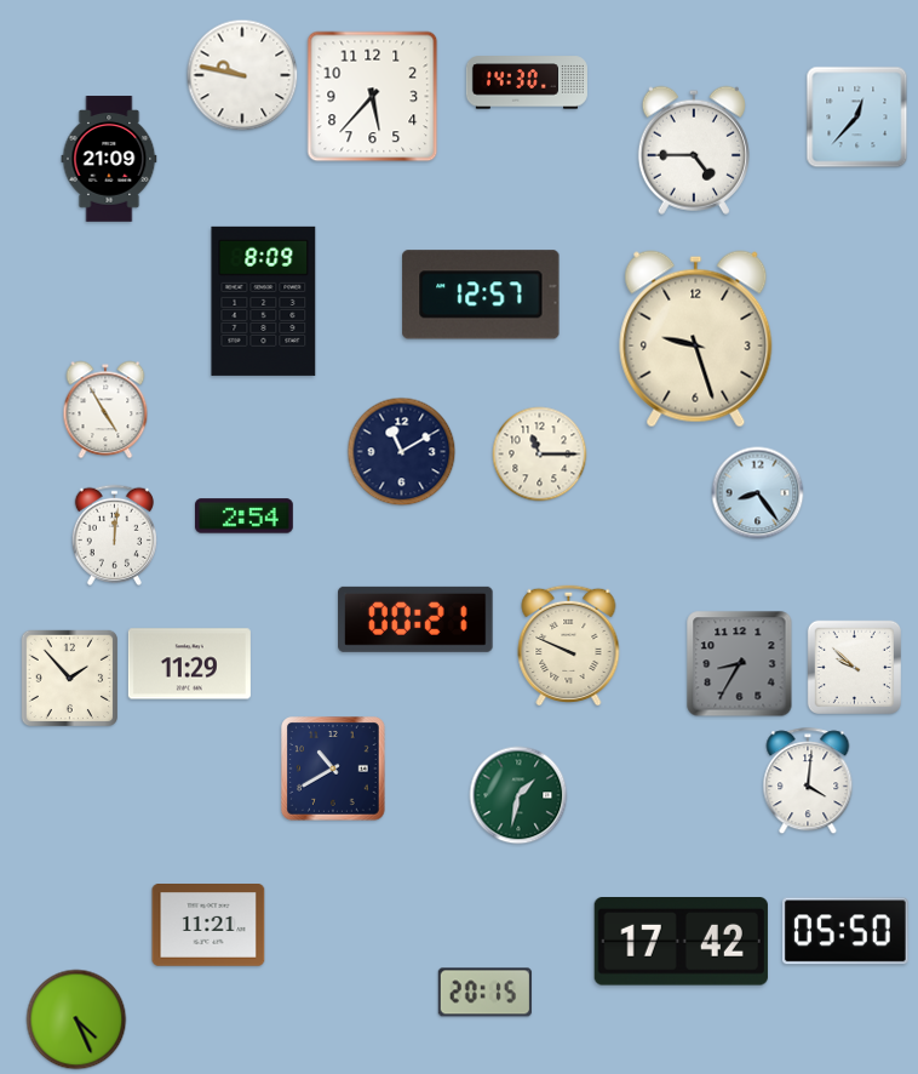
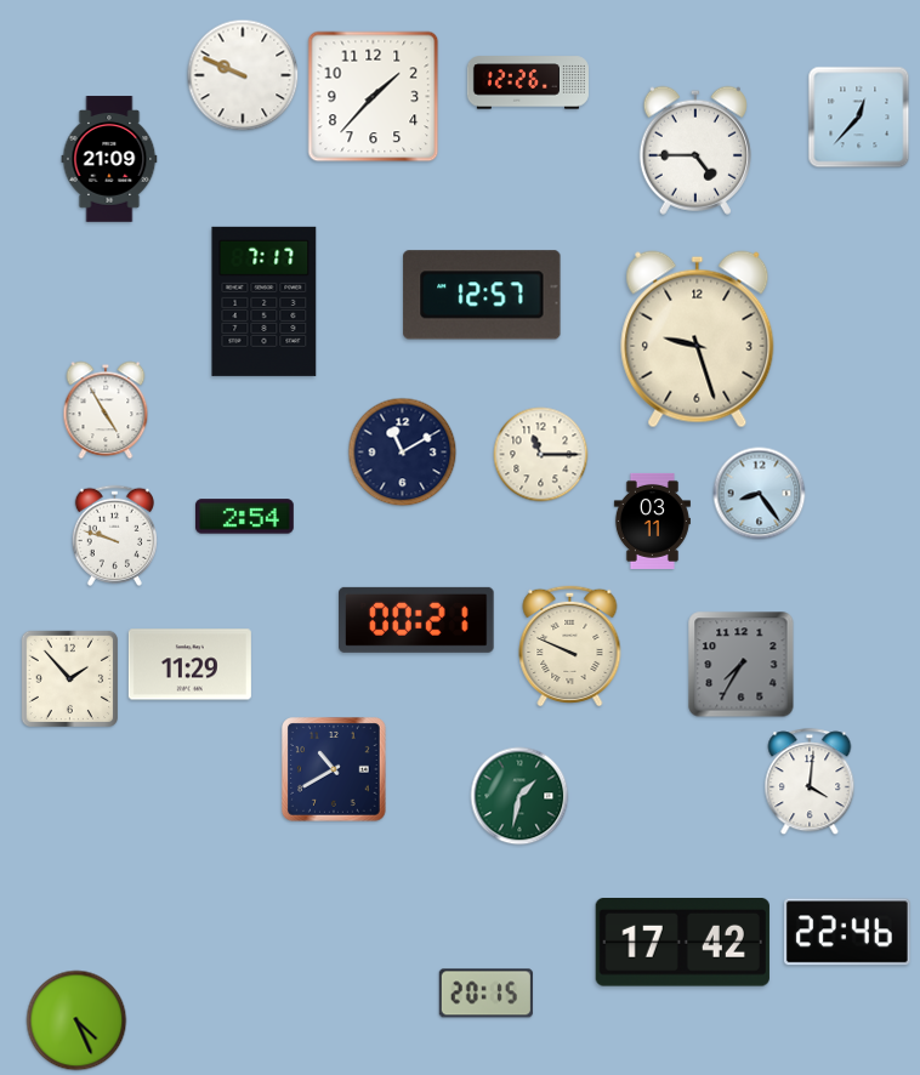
clock at (242, 75): 9:47 -> 9:49
clock at (527, 82): 14:30 -> 12:26
clock at (373, 97): 5:37 -> 1:37
clock at (264, 301): 8:09 -> 7:17
clock at (652, 521): none -> 03:11
clock at (114, 535): 12:01 -> 9:48
clock at (740, 664): 8:35 -> 7:35
clock at (854, 667): 9:52 -> none
clock at (208, 926): 11:21 -> none
clock at (847, 931): 05:50 -> 22:46
